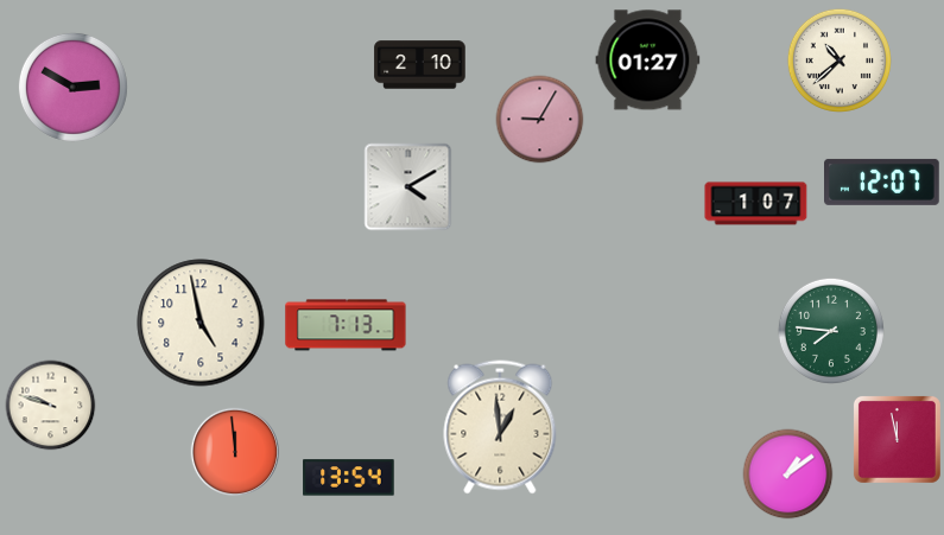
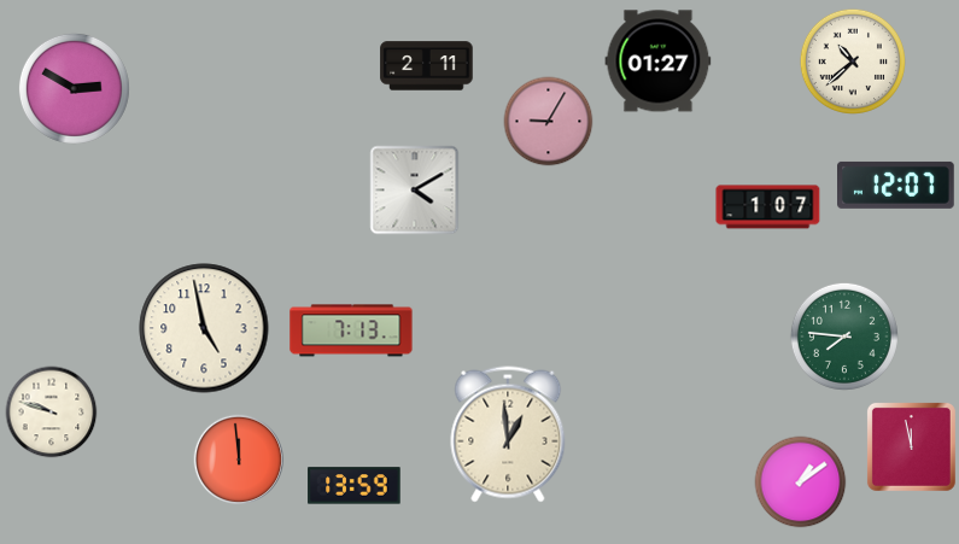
clock at (420, 65): 2:10 -> 2:11
clock at (349, 478): 13:54 -> 13:59
